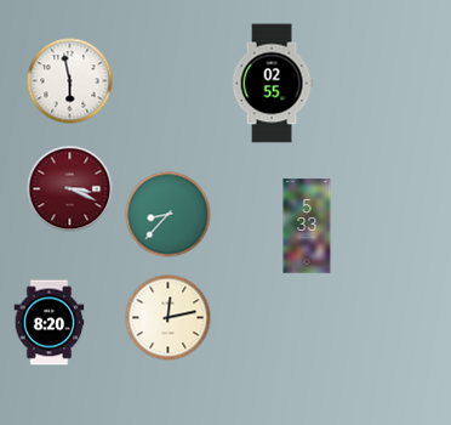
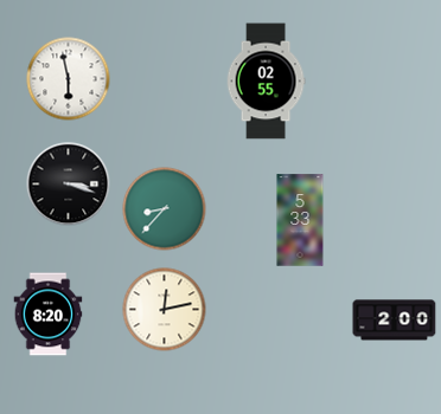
clock at (70, 189): 3:19 -> 3:18
clock at (70, 189) dial: burgundy -> black
clock at (395, 321): none -> 2:00
